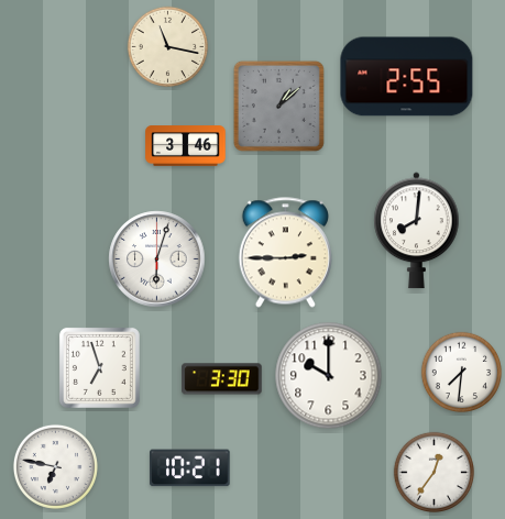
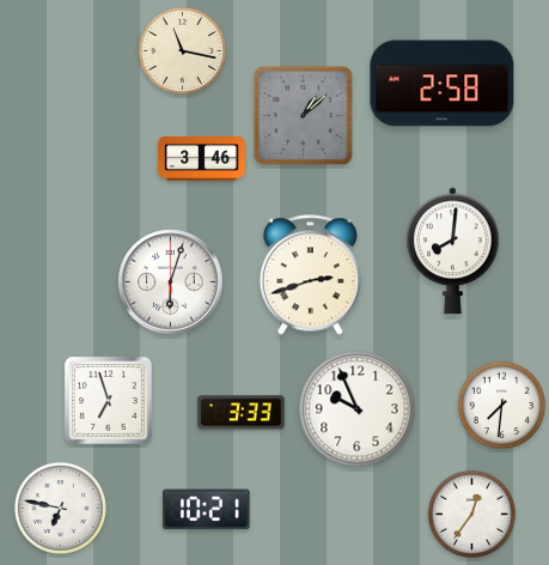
clock at (407, 77): 2:55 -> 2:58
clock at (285, 253): 2:45 -> 2:42
clock at (329, 376): 10:00 -> 9:56
clock at (222, 379): 3:30 -> 3:33
